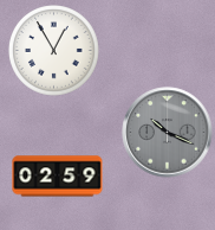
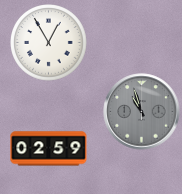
clock at (54, 51) position: (54, 51) -> (49, 43)
clock at (168, 133): 10:19 -> 10:57
